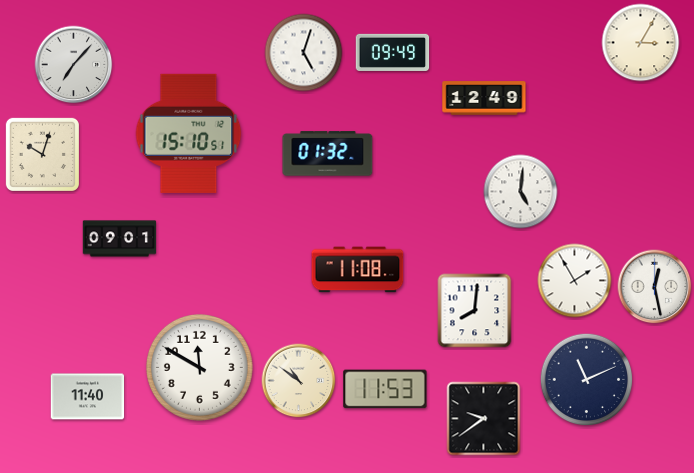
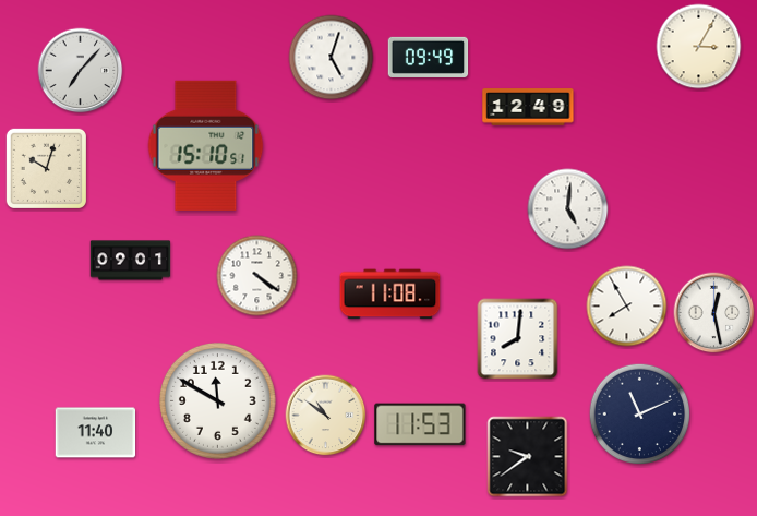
clock at (328, 154): 01:32 -> none
clock at (257, 276): none -> 4:21
clock at (575, 281): 1:55 -> 7:55
